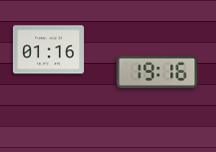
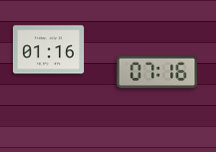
clock at (157, 72): 19:16 -> 07:16
